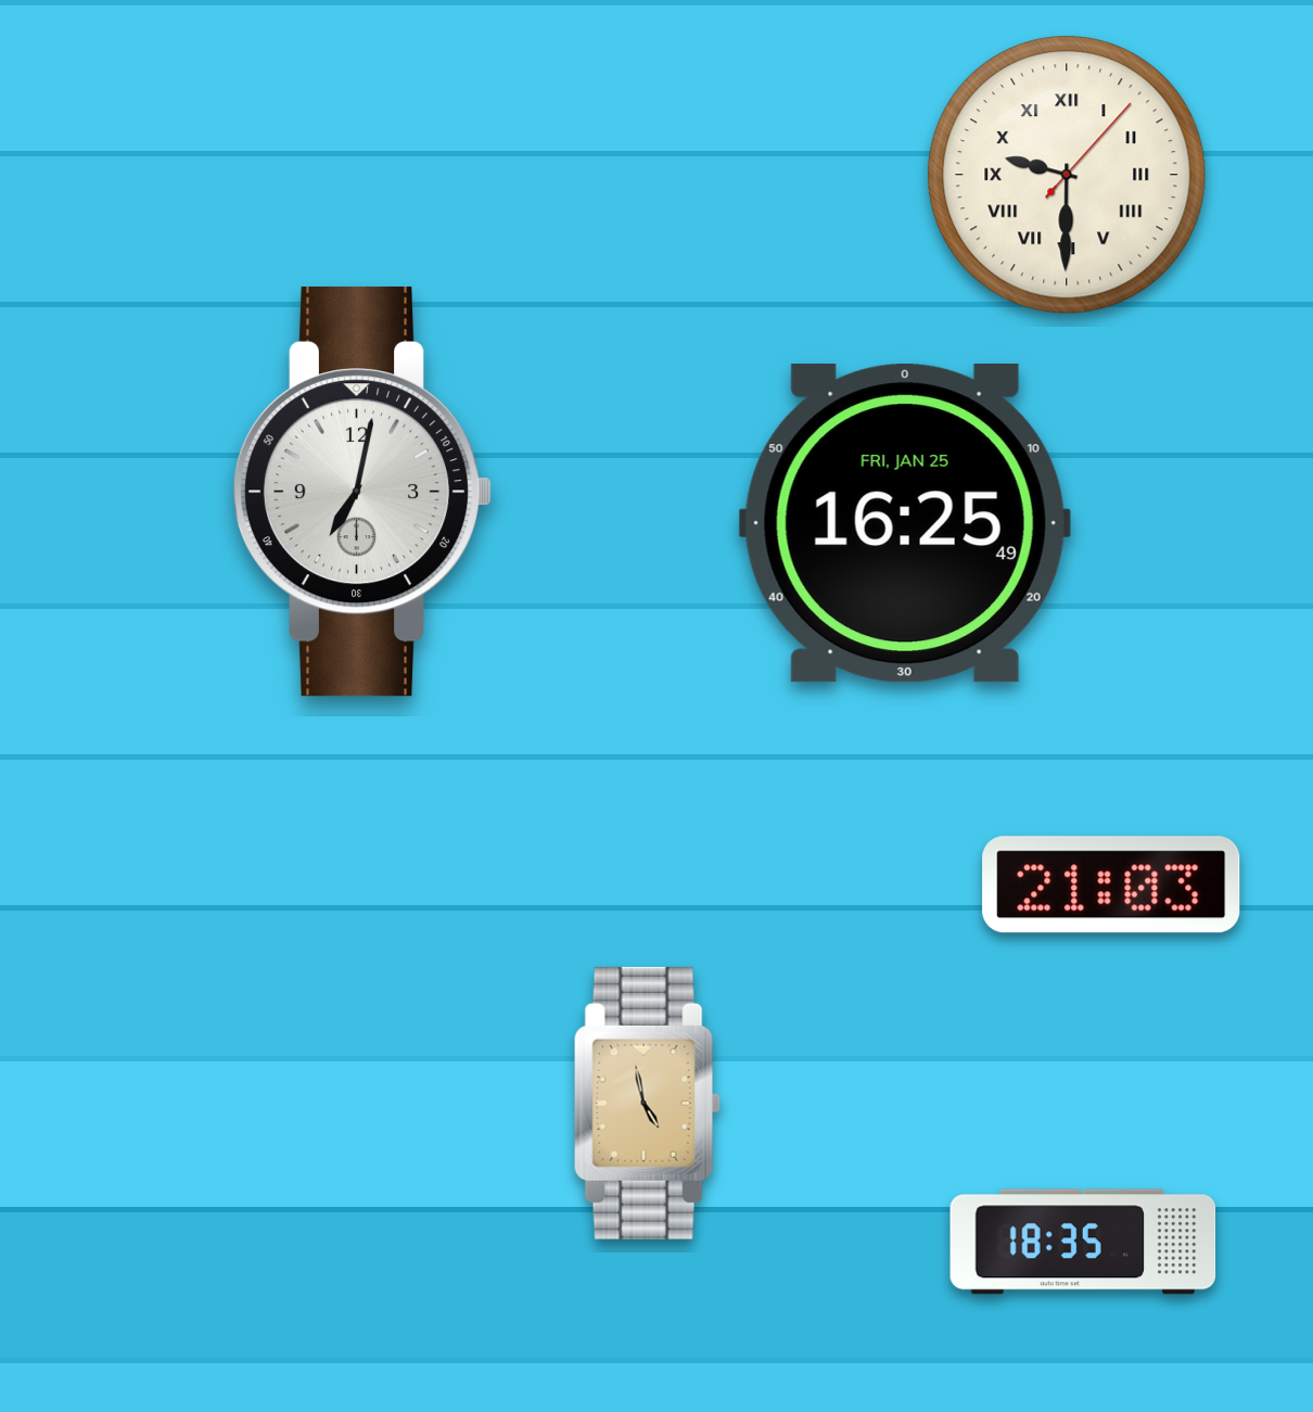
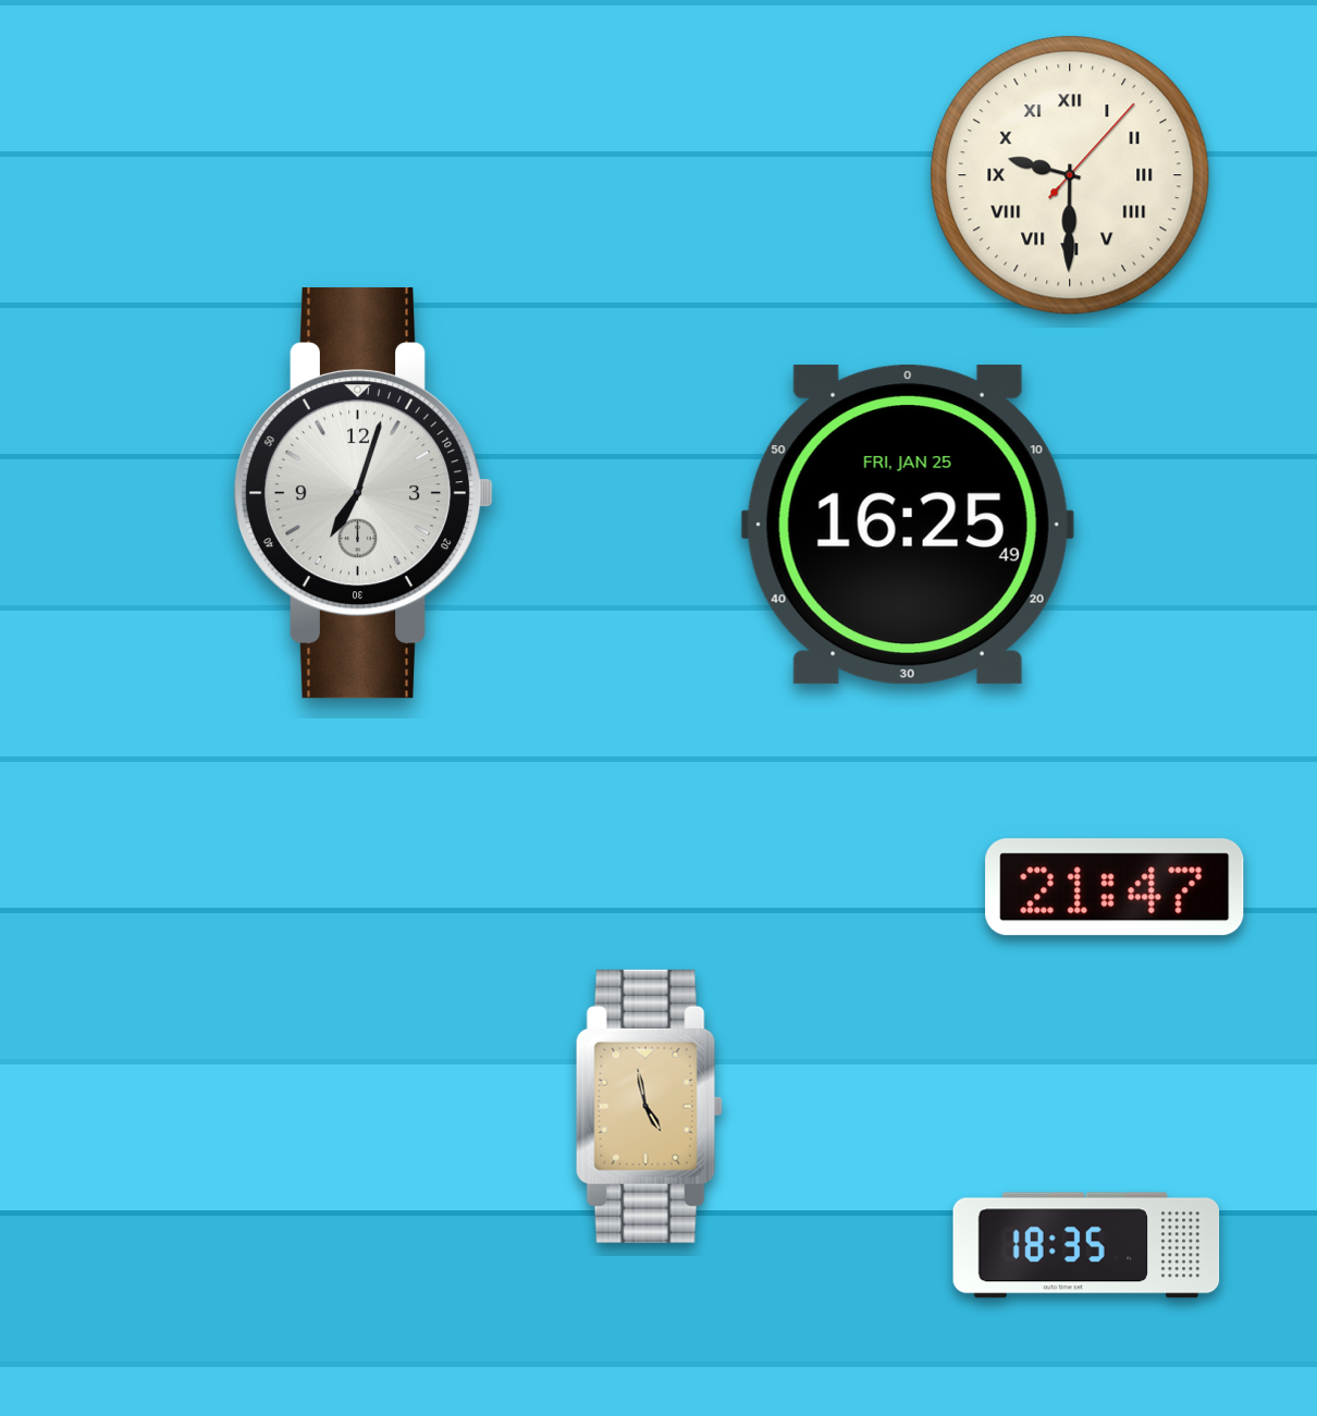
clock at (362, 492): 7:02 -> 7:03
clock at (1111, 885): 21:03 -> 21:47
